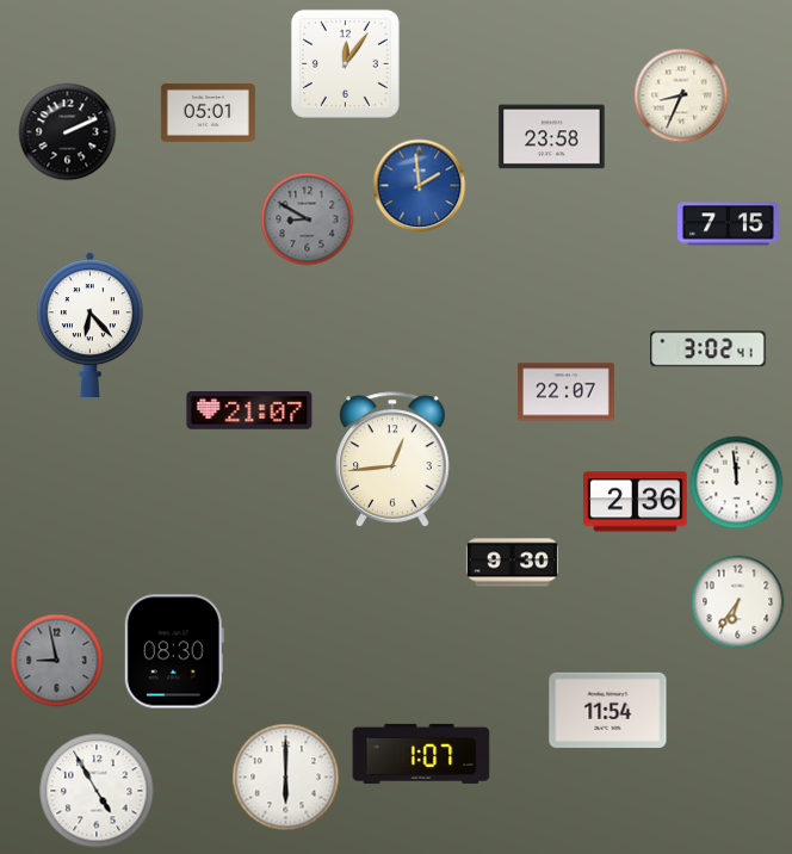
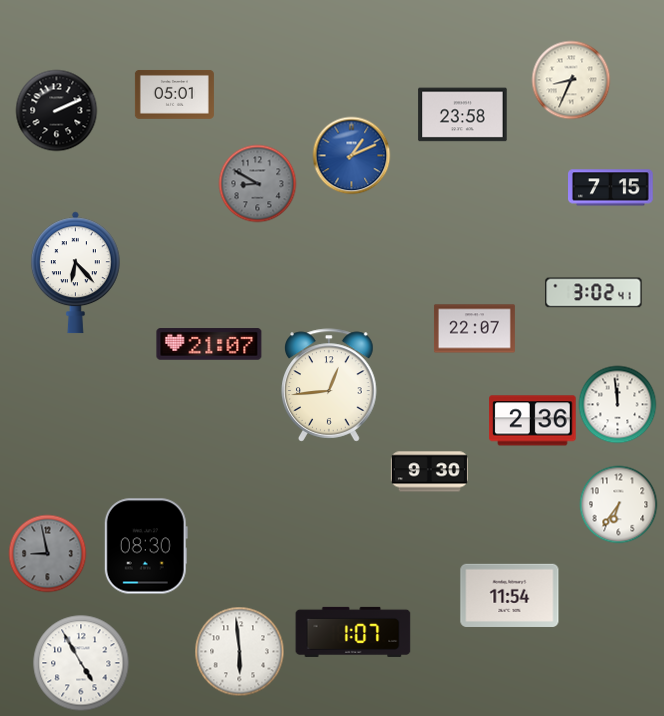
clock at (345, 63): 12:06 -> none
clock at (419, 185): 1:59 -> 1:11
clock at (285, 776): 6:00 -> 5:59
